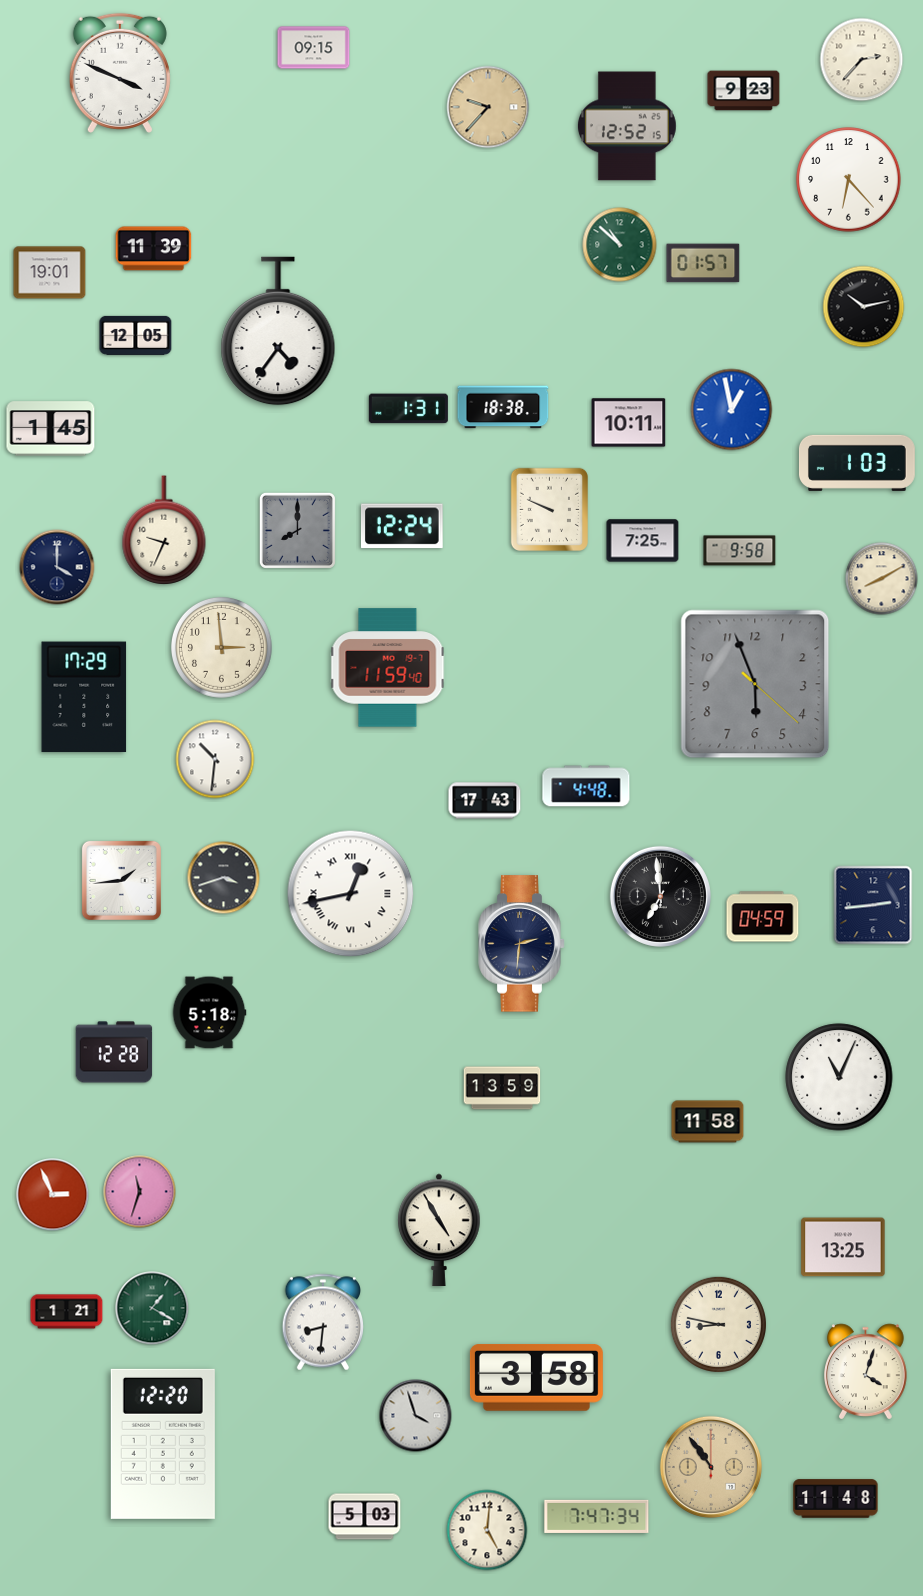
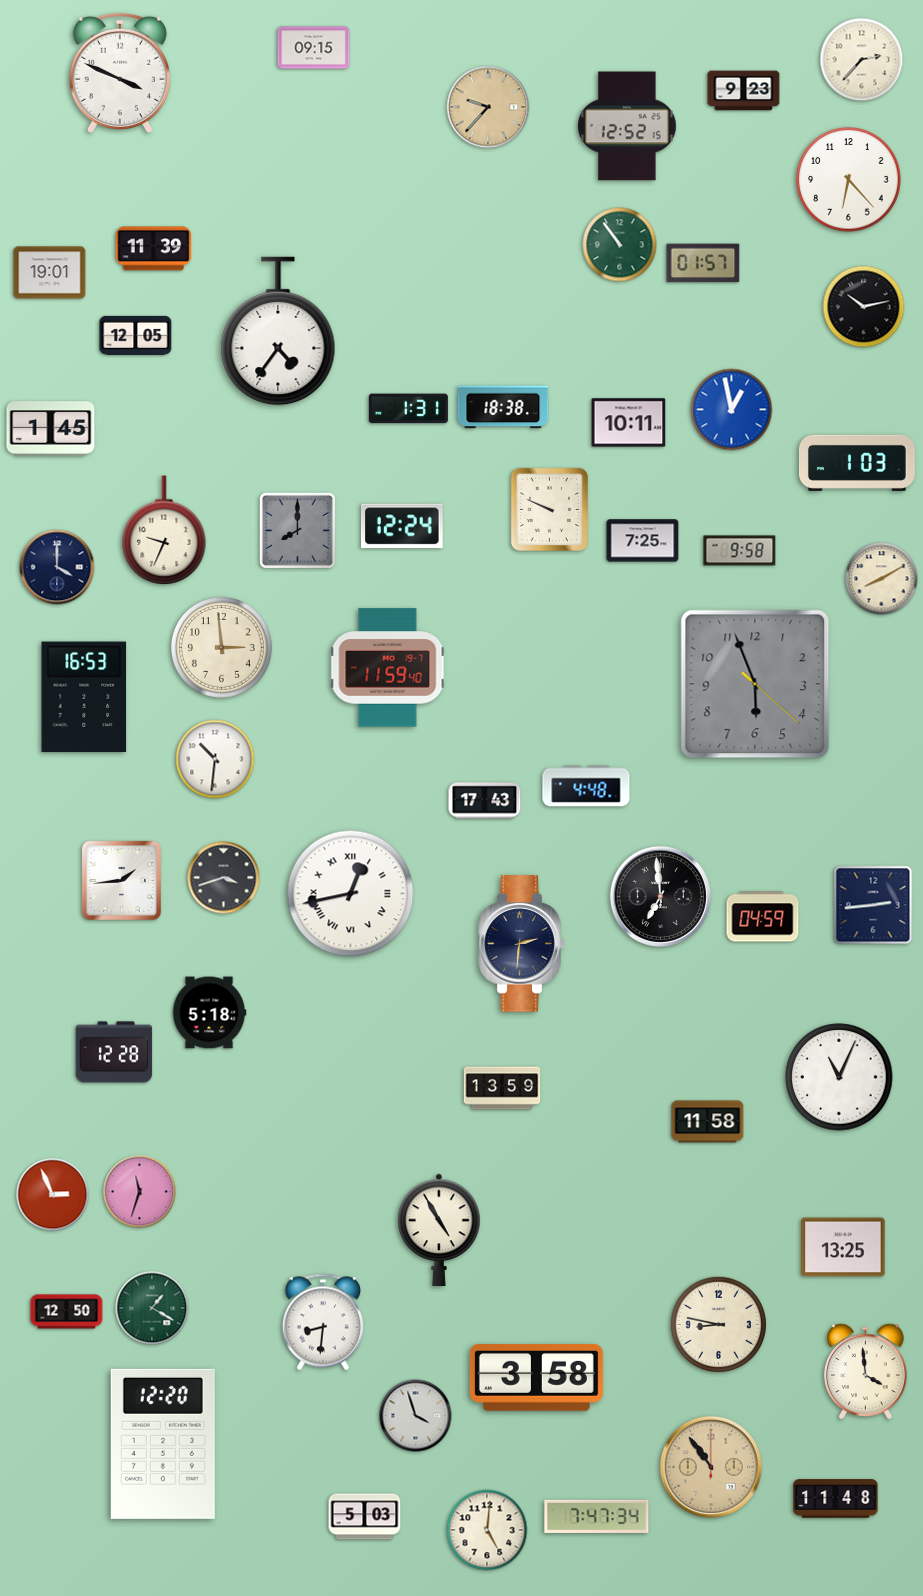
clock at (620, 245): 10:52 -> 10:54
clock at (84, 697): 17:29 -> 16:53
clock at (67, 1312): 1:21 -> 12:50
clock at (866, 1372): 4:03 -> 3:59
